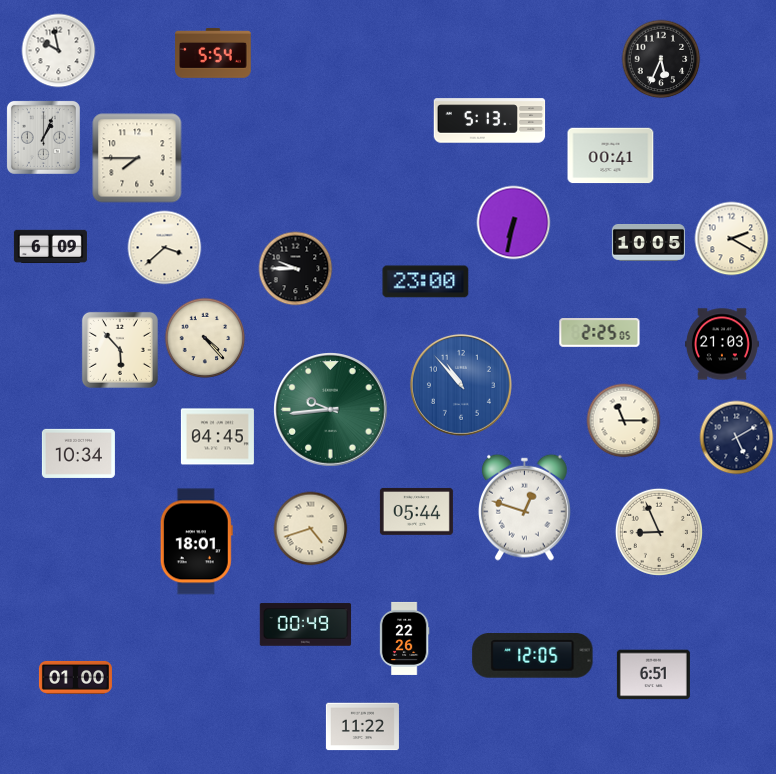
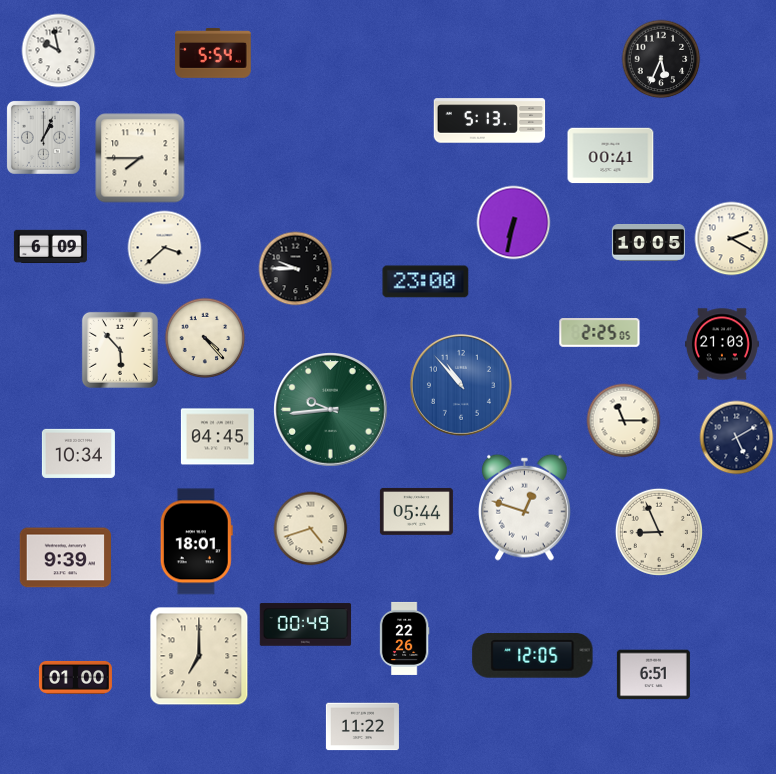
clock at (137, 158) position: (137, 158) -> (140, 158)
clock at (66, 558): none -> 9:39
clock at (199, 656): none -> 7:00
